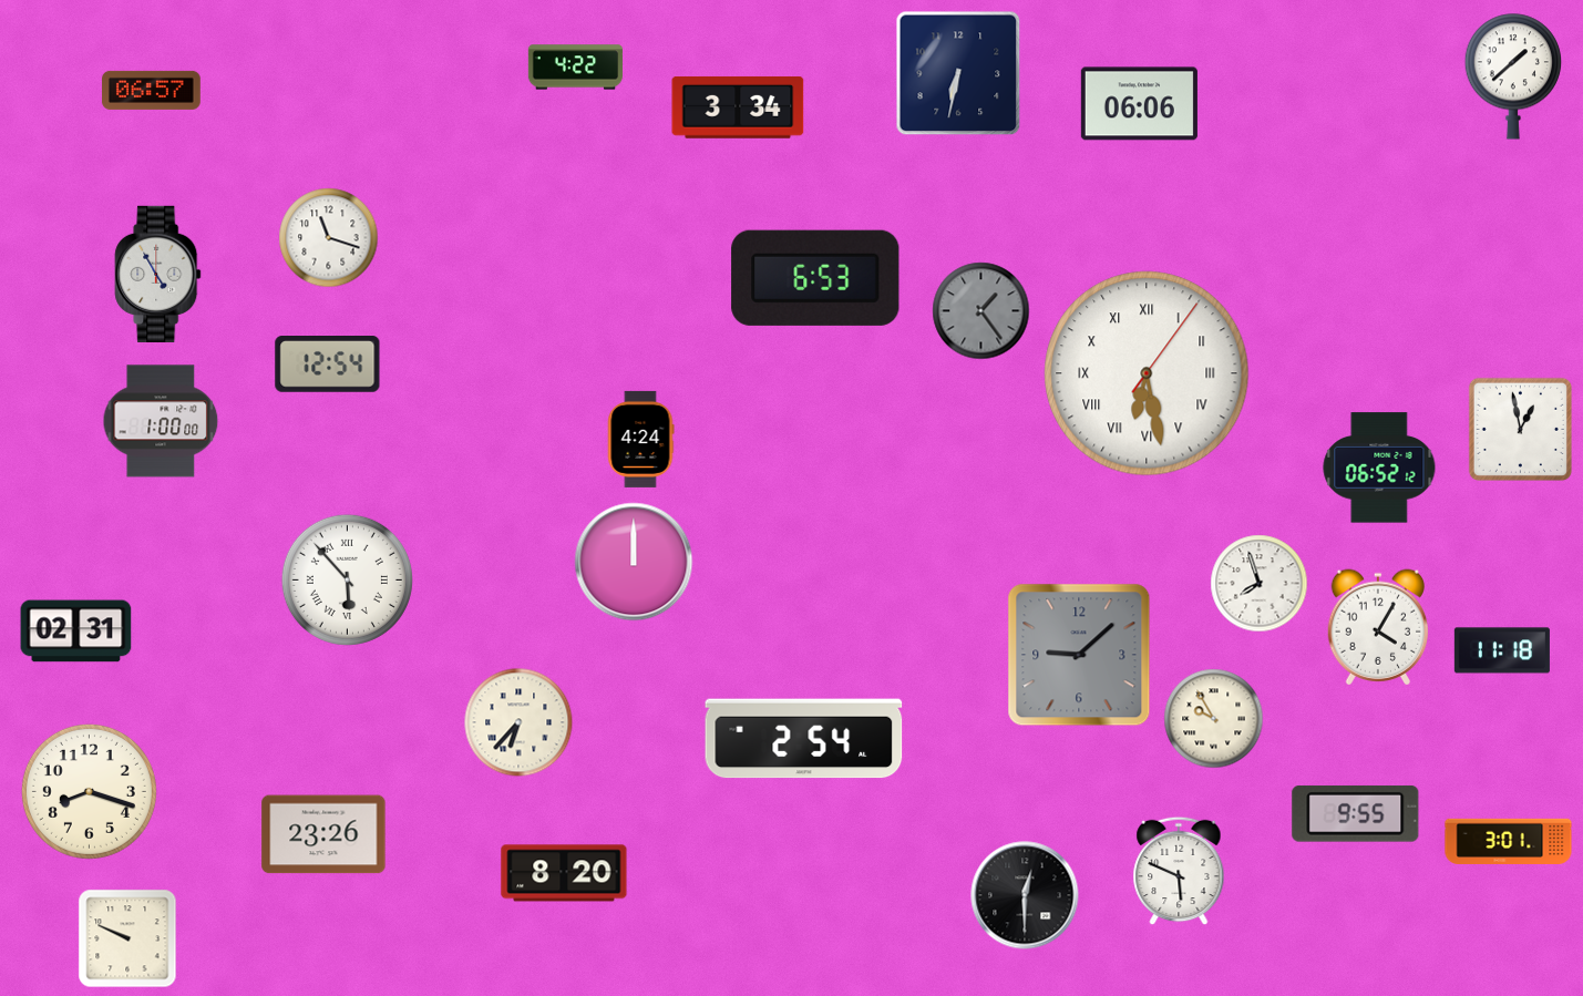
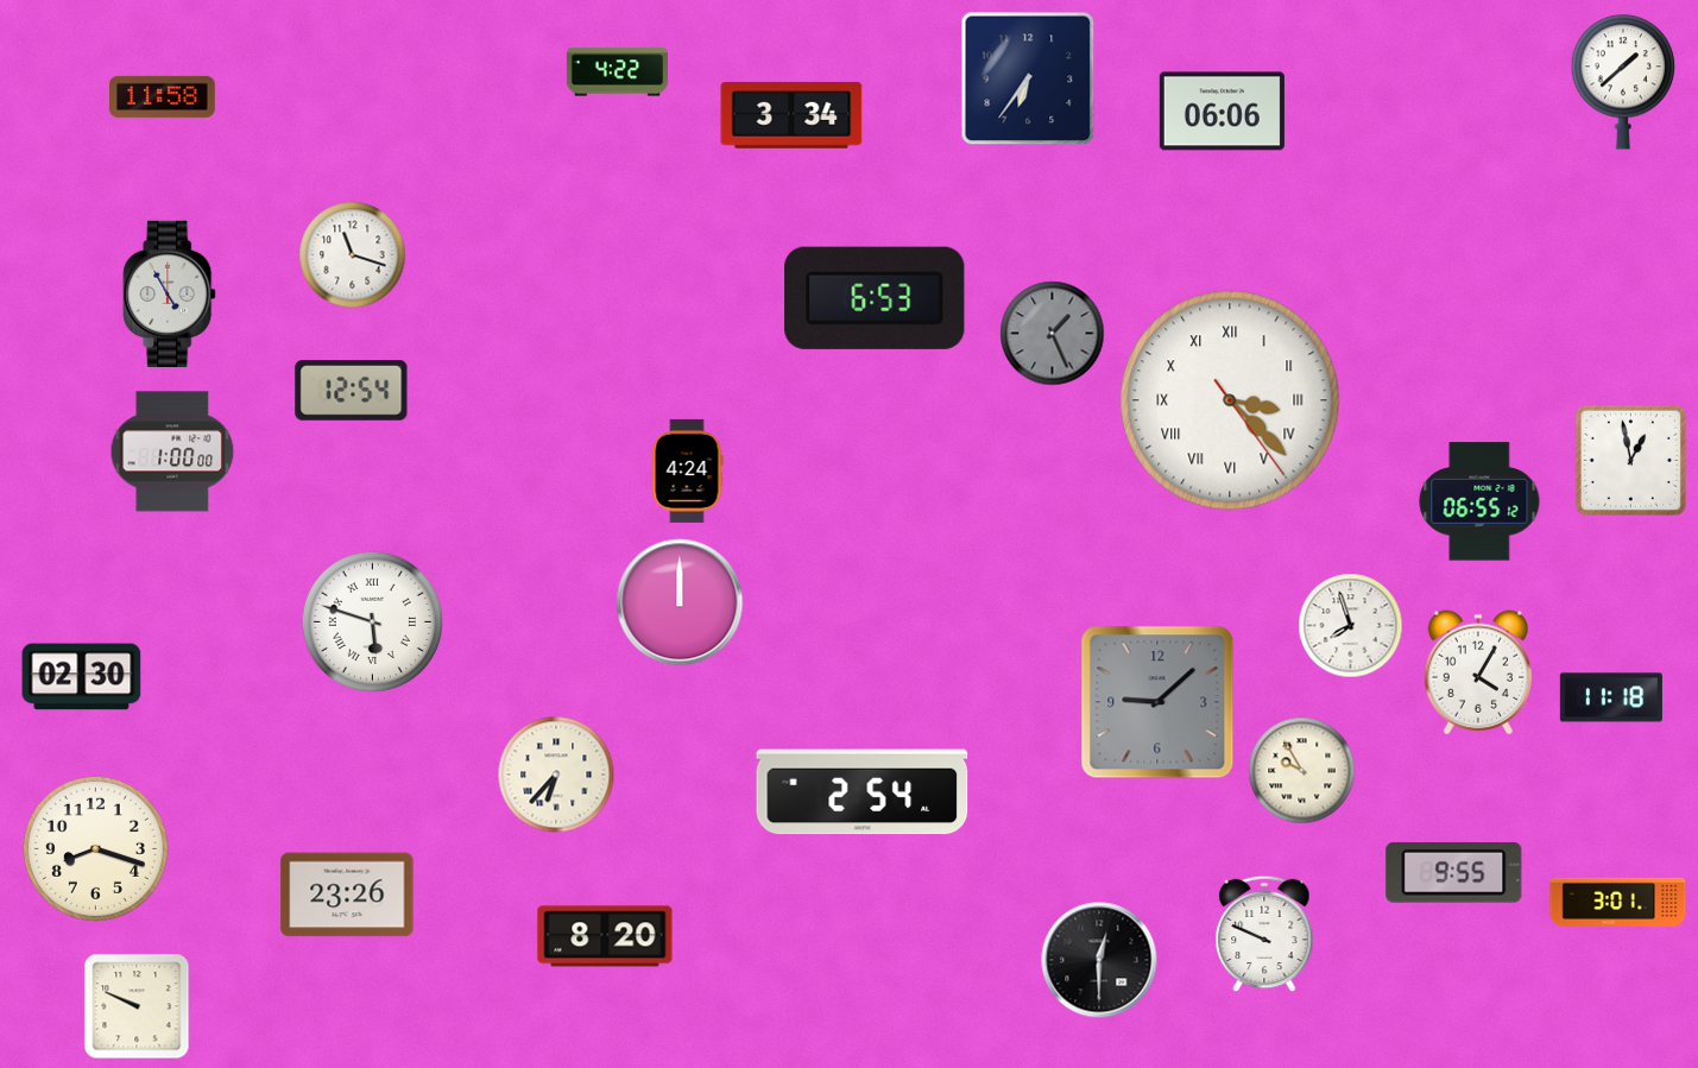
clock at (958, 73): 6:32 -> 6:36
clock at (152, 90): 06:57 -> 11:58
clock at (981, 311): 1:24 -> 1:26
clock at (1147, 373): 6:28 -> 3:22
clock at (1379, 468): 06:52 -> 06:55
clock at (347, 579): 5:53 -> 5:48
clock at (76, 632): 02:31 -> 02:30
clock at (1179, 871): 5:49 -> 9:49
